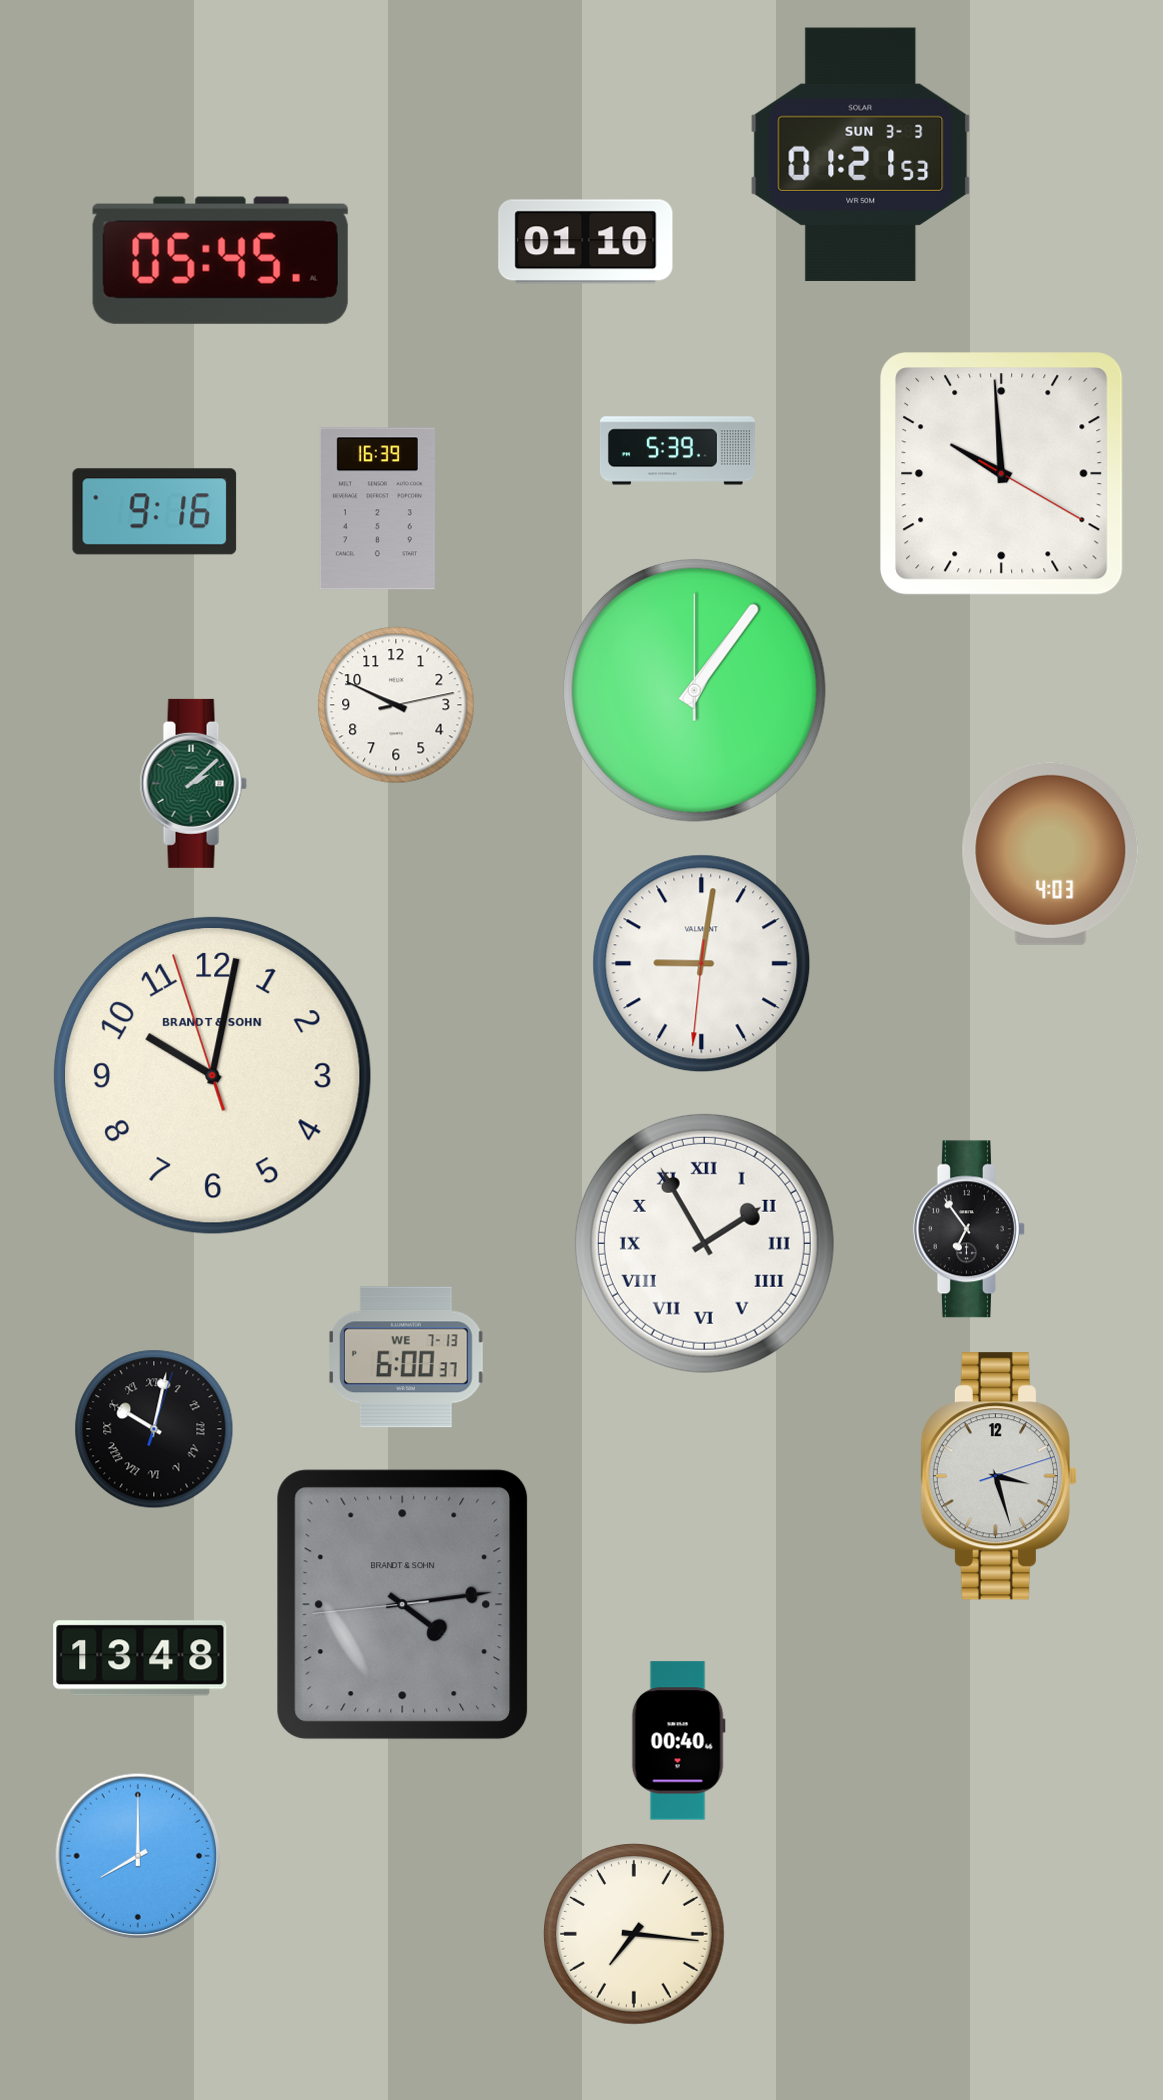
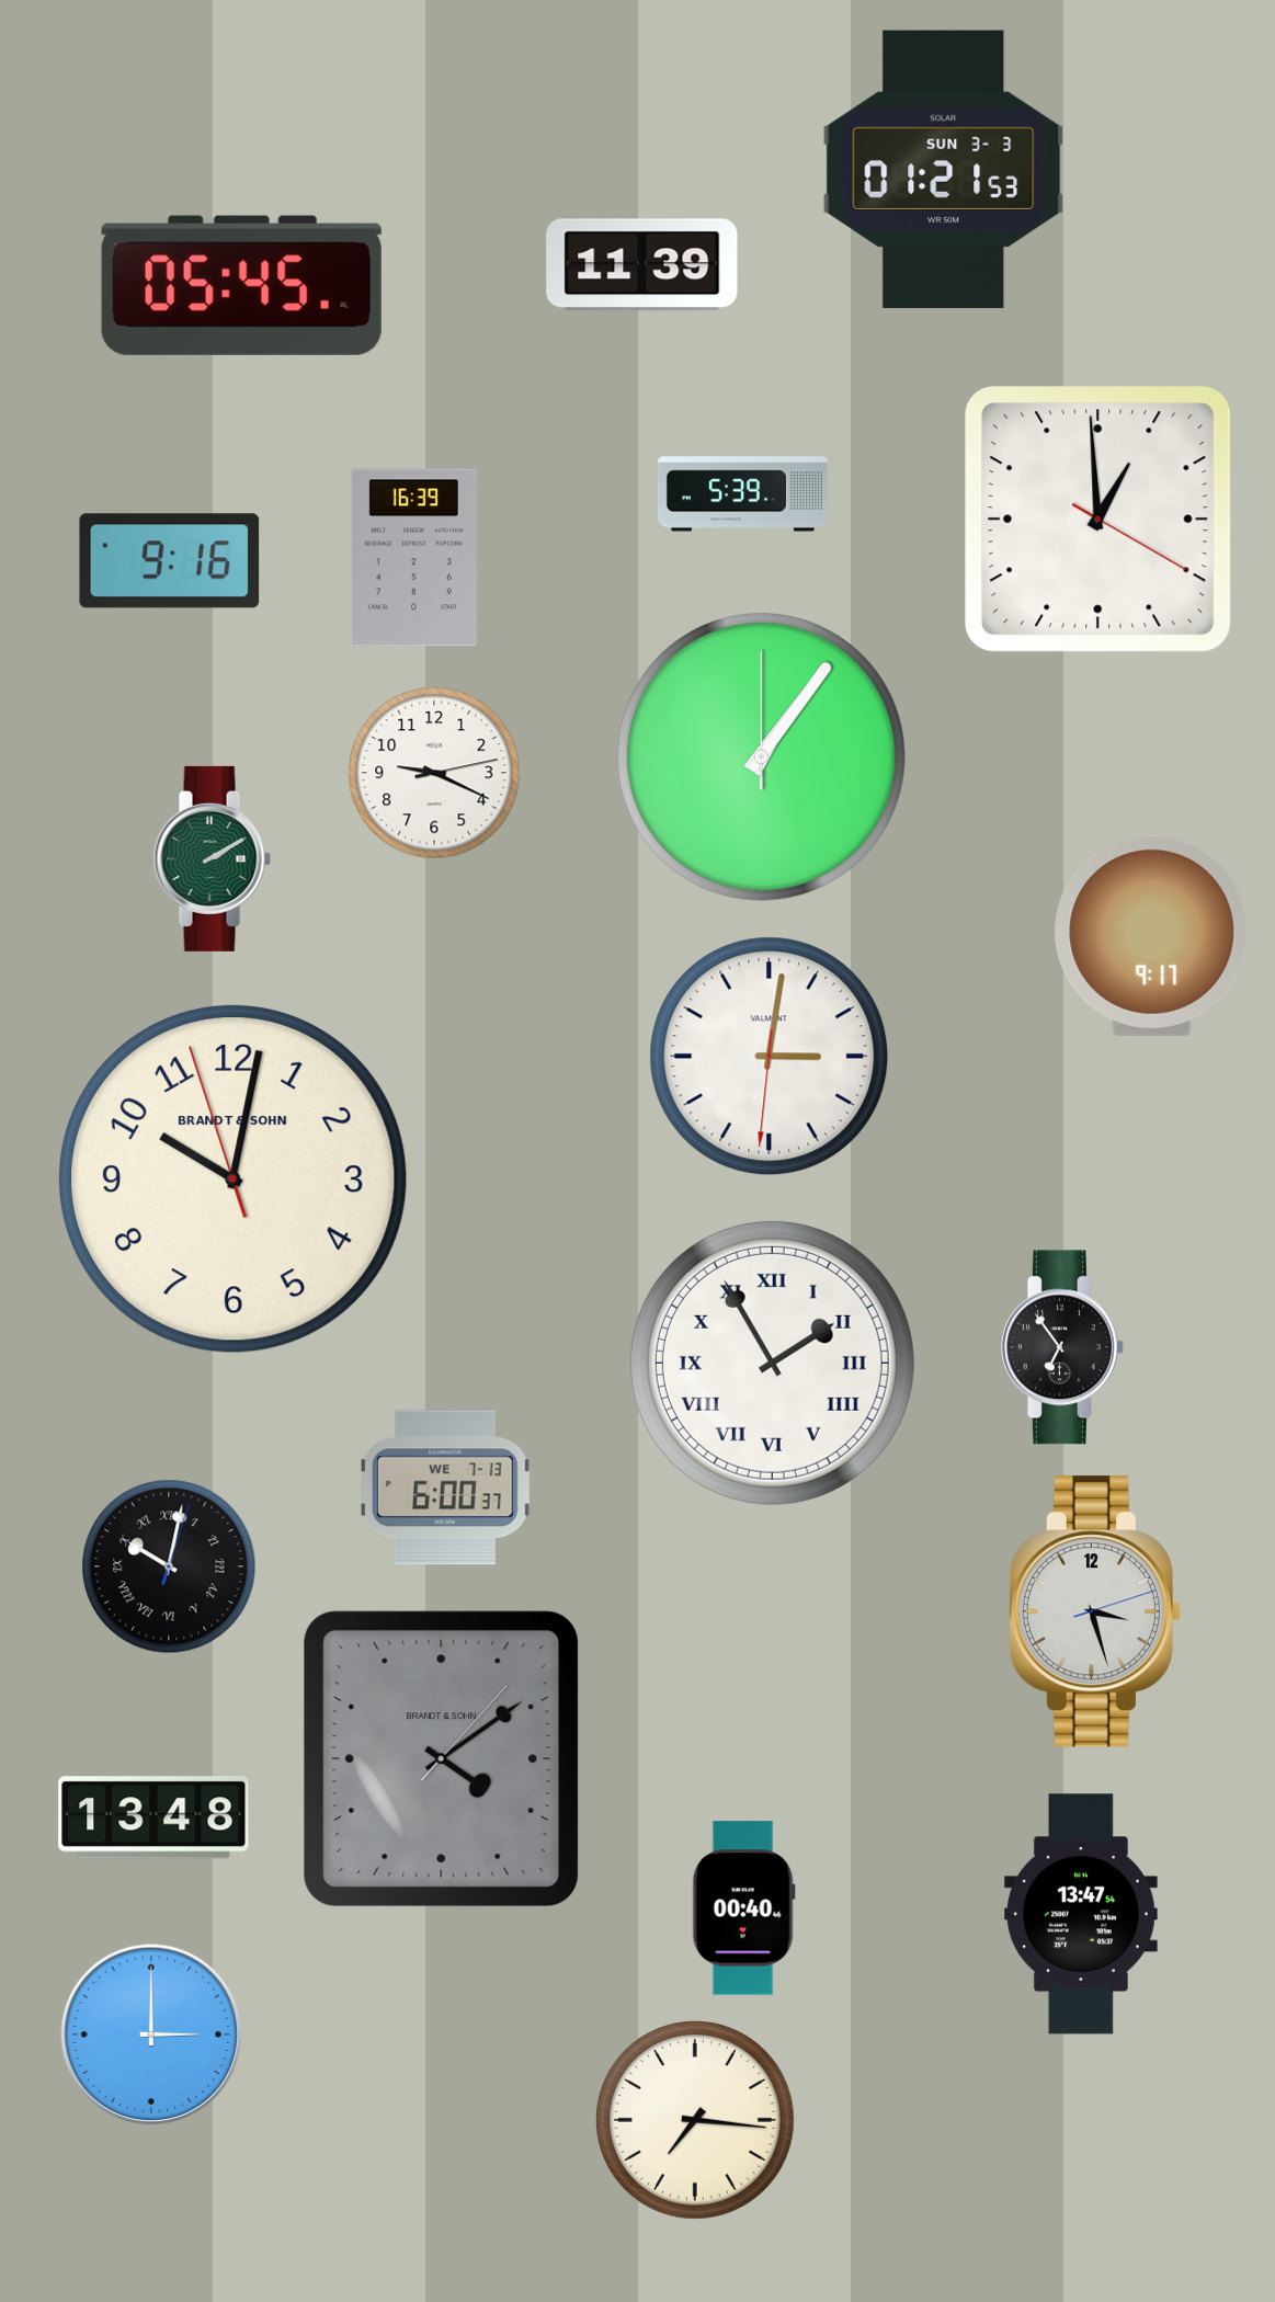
clock at (586, 242): 01:10 -> 11:39
clock at (1002, 474): 9:59 -> 12:59
clock at (396, 705): 9:49 -> 9:19
clock at (193, 783): 2:08 -> 2:10
clock at (1051, 853): 4:03 -> 9:17
clock at (702, 964): 9:01 -> 3:01
clock at (999, 1476) position: (999, 1476) -> (1095, 1611)
clock at (403, 1605): 4:13 -> 4:09
clock at (1081, 1914): none -> 13:47
clock at (138, 1856): 8:00 -> 3:00
